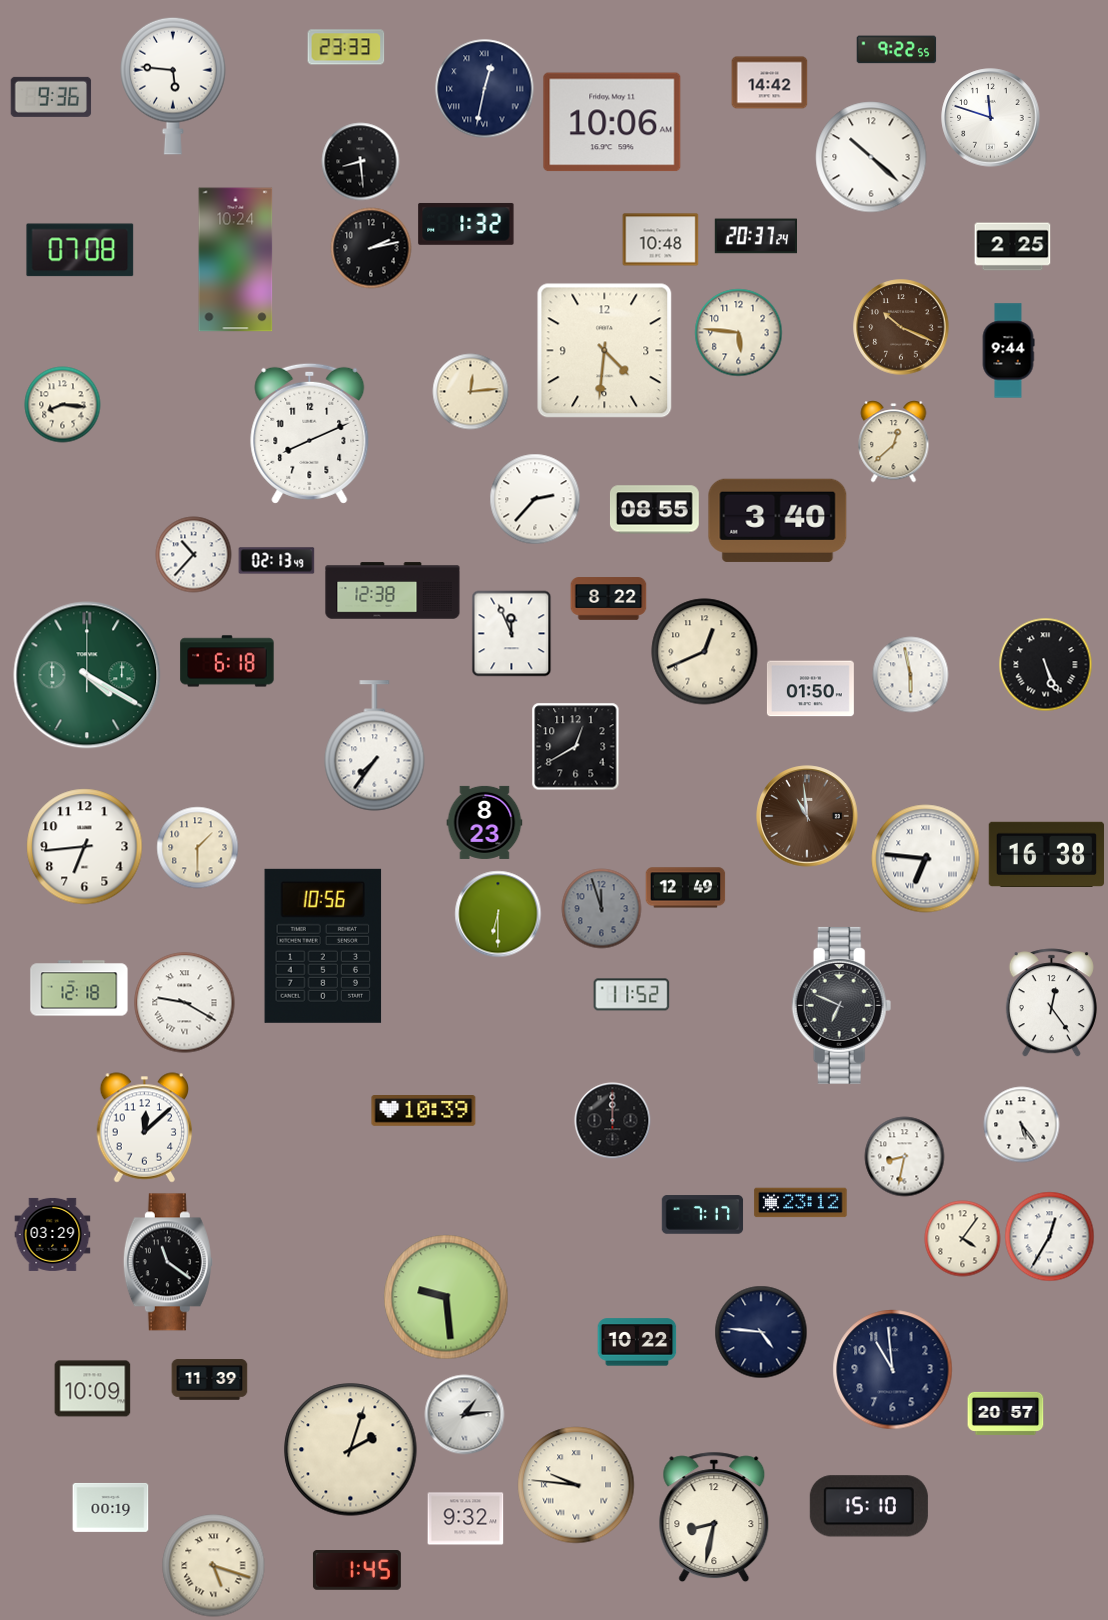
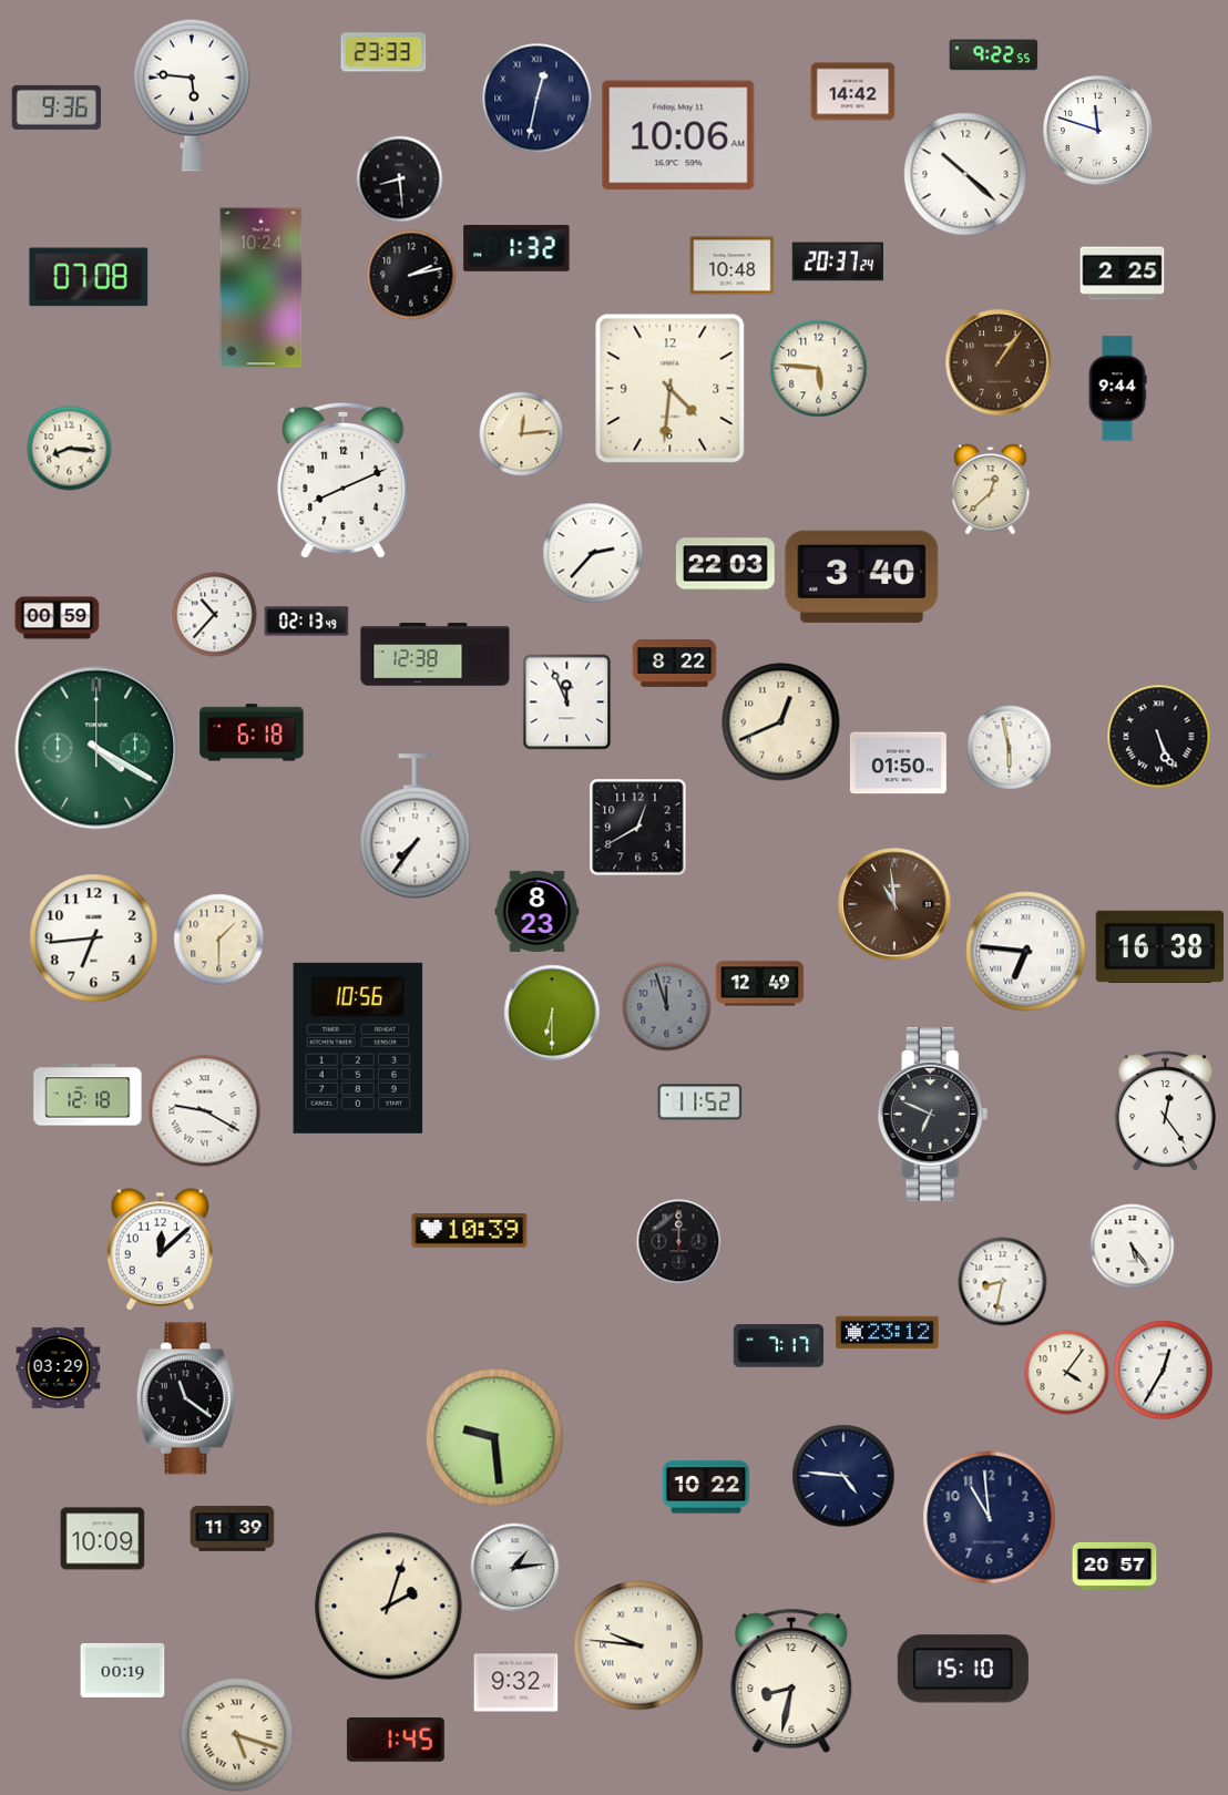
clock at (901, 327): 10:19 -> 1:06
clock at (654, 510): 08:55 -> 22:03
clock at (58, 618): none -> 00:59
